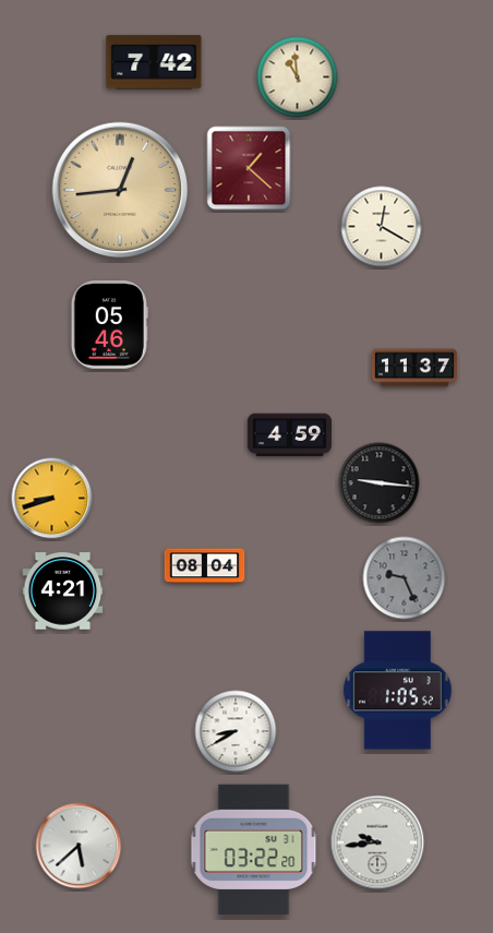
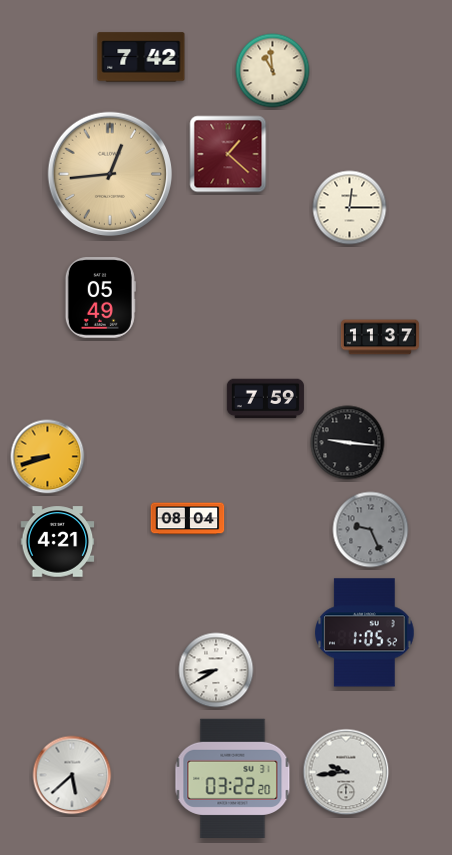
clock at (382, 227): 12:20 -> 12:15
clock at (109, 325): 05:46 -> 05:49
clock at (289, 435): 4:59 -> 7:59
